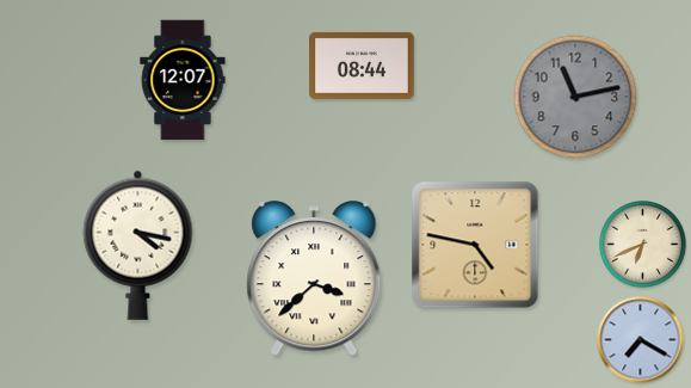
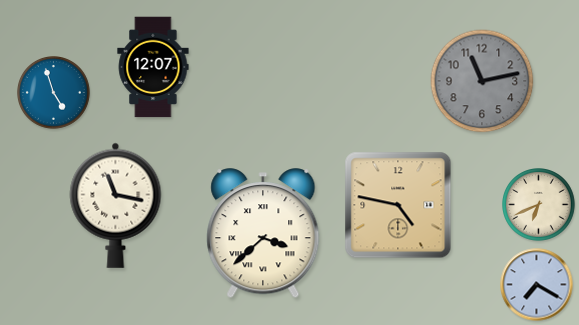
clock at (362, 66): 08:44 -> none
clock at (54, 93): none -> 4:57
clock at (138, 245): 4:17 -> 11:17
